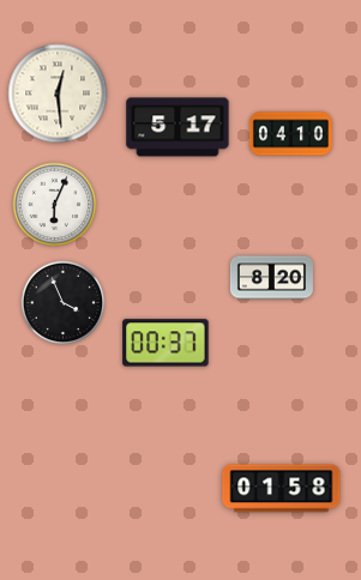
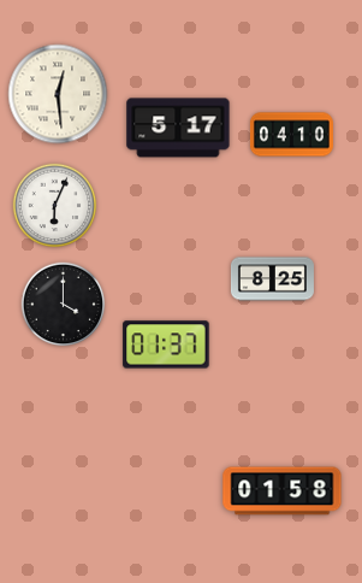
clock at (271, 278): 8:20 -> 8:25
clock at (64, 303): 3:56 -> 4:00
clock at (166, 343): 00:37 -> 01:37
